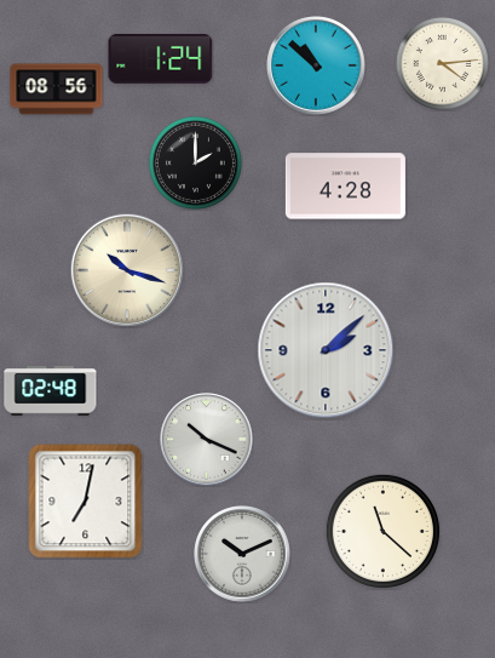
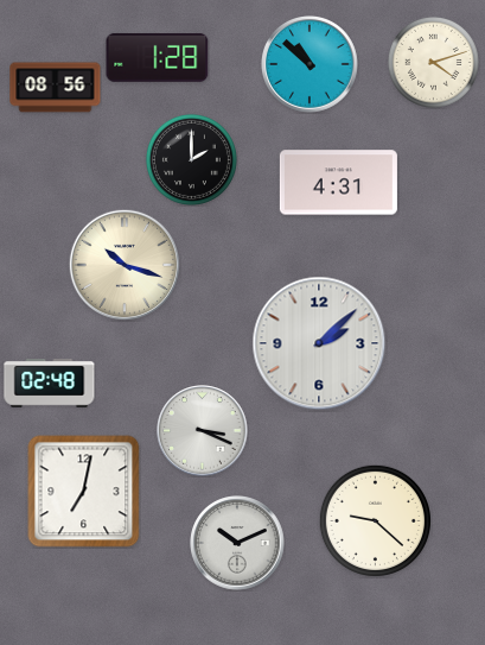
clock at (161, 58): 1:24 -> 1:28
clock at (442, 63): 4:14 -> 4:12
clock at (345, 187): 4:28 -> 4:31
clock at (207, 440): 10:19 -> 3:19
clock at (382, 531): 11:22 -> 9:22
